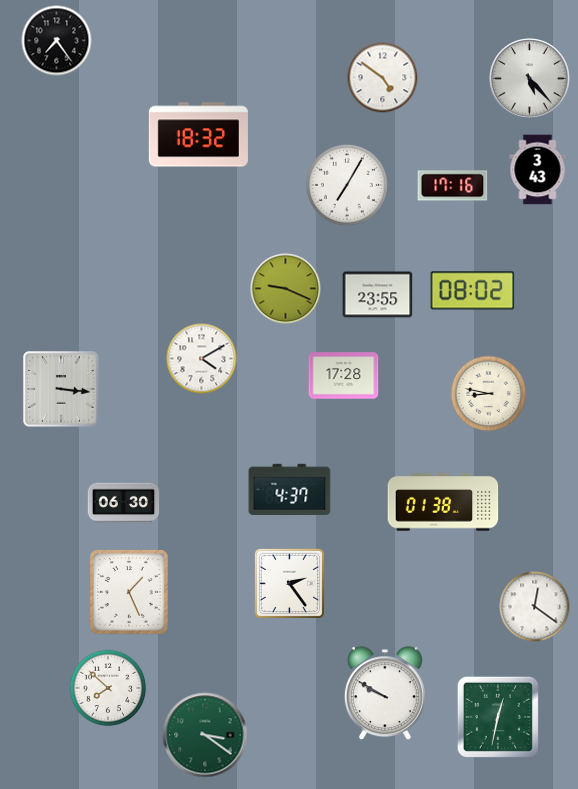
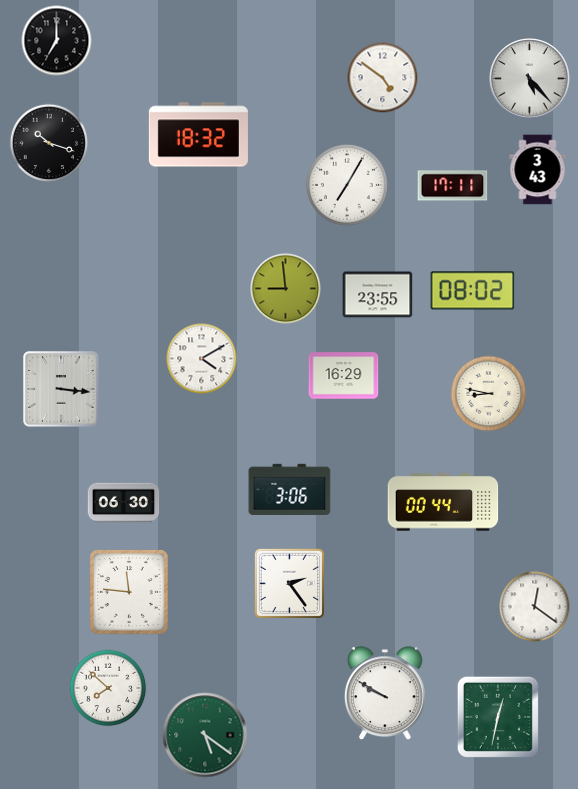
clock at (57, 41): 7:24 -> 7:00
clock at (48, 142): none -> 10:18
clock at (453, 186): 17:16 -> 17:11
clock at (286, 289): 9:19 -> 8:59
clock at (344, 376): 17:28 -> 16:29
clock at (290, 489): 4:37 -> 3:06
clock at (443, 502): 01:38 -> 00:44
clock at (130, 593): 1:26 -> 11:46
clock at (205, 735): 3:21 -> 5:21
